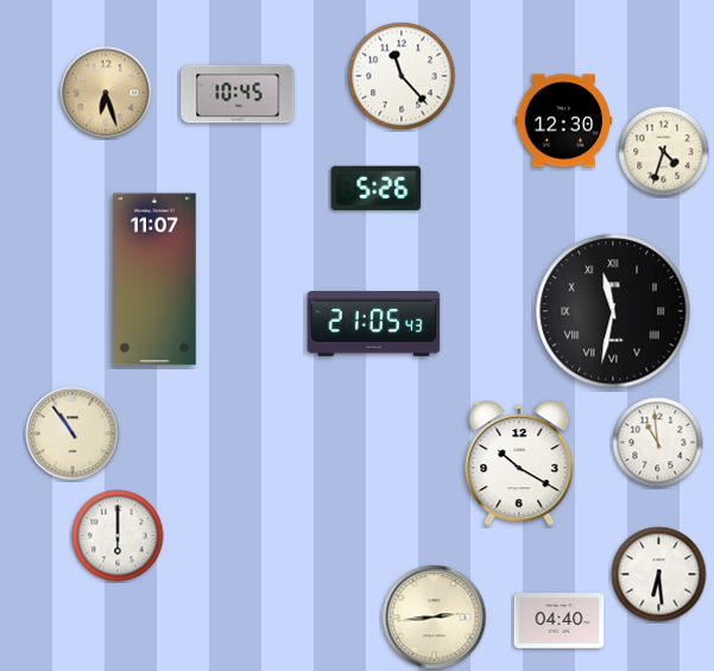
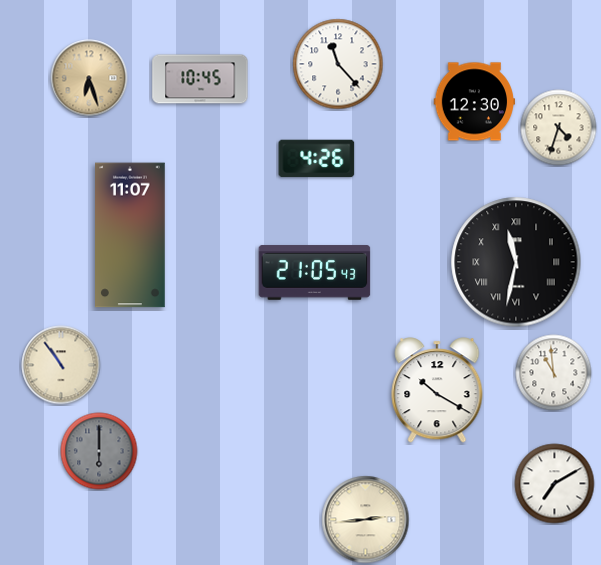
clock at (377, 189): 5:26 -> 4:26
clock at (118, 536) dial: white -> grey
clock at (659, 575): 6:29 -> 7:10
clock at (560, 621): 04:40 -> none
